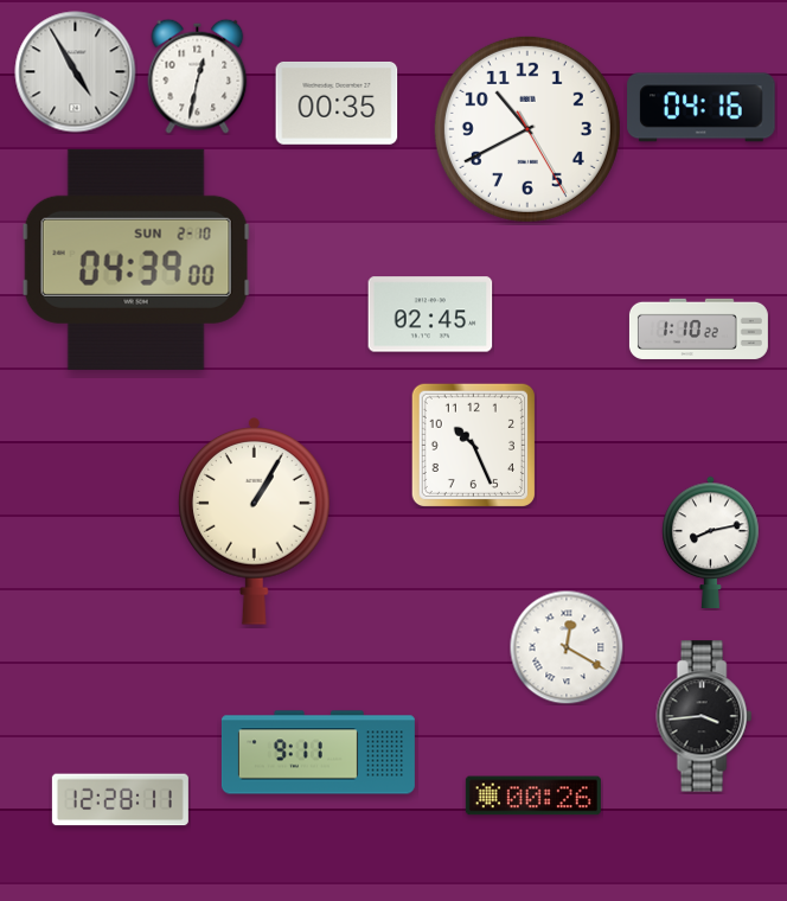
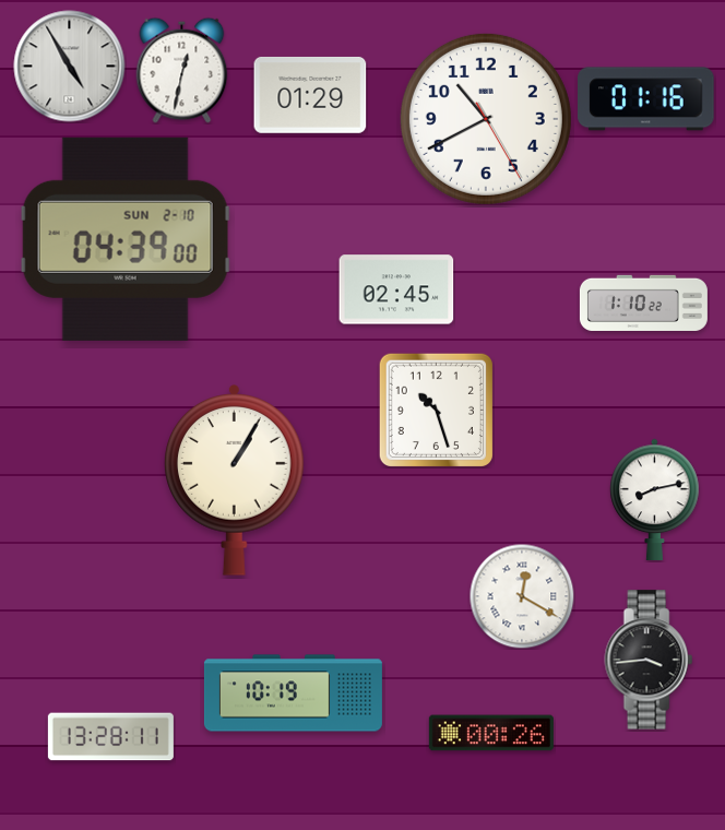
clock at (337, 103): 00:35 -> 01:29
clock at (702, 108): 04:16 -> 01:16
clock at (473, 445): 10:26 -> 10:27
clock at (318, 753): 9:11 -> 10:19
clock at (120, 800): 12:28 -> 13:28
